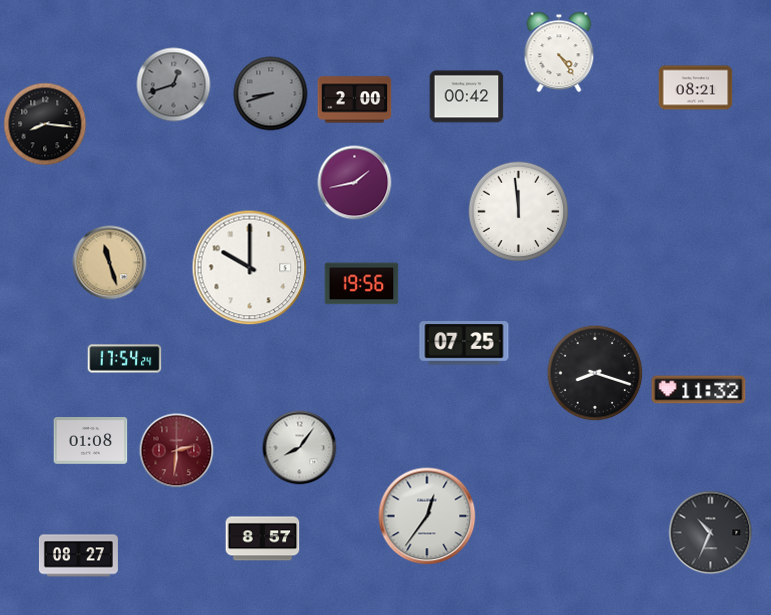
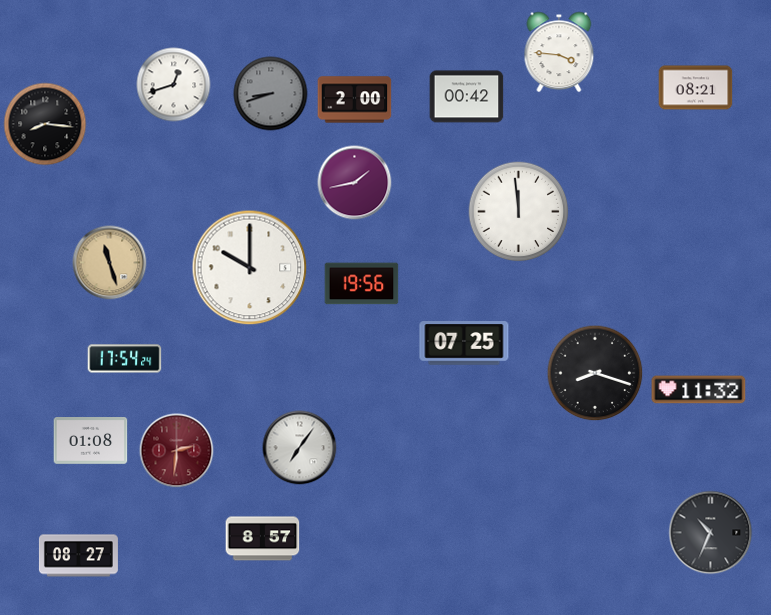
clock at (559, 52): 4:24 -> 3:46
clock at (174, 85) dial: grey -> white
clock at (300, 448): 8:06 -> 7:06
clock at (427, 516): 12:36 -> none
